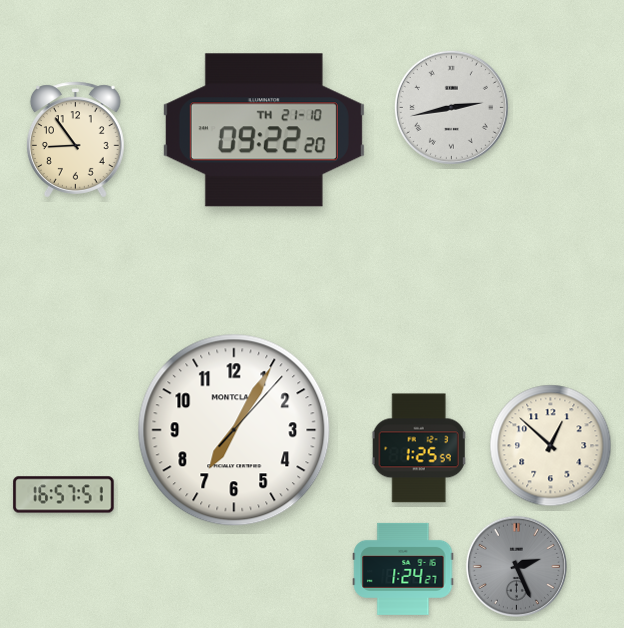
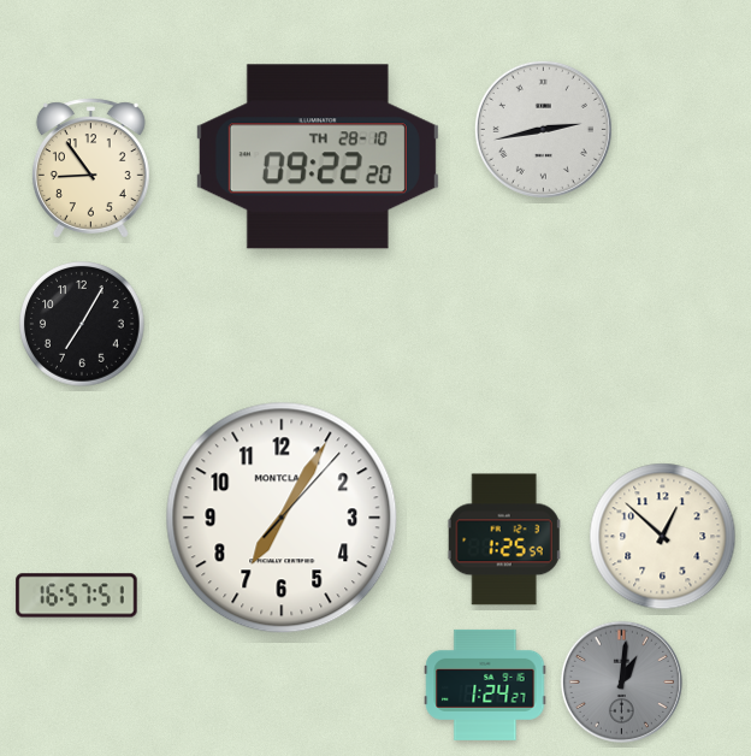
clock at (264, 130) date: TH 21-10 -> TH 28-10
clock at (83, 325): none -> 7:05
clock at (516, 566): 2:26 -> 1:01
